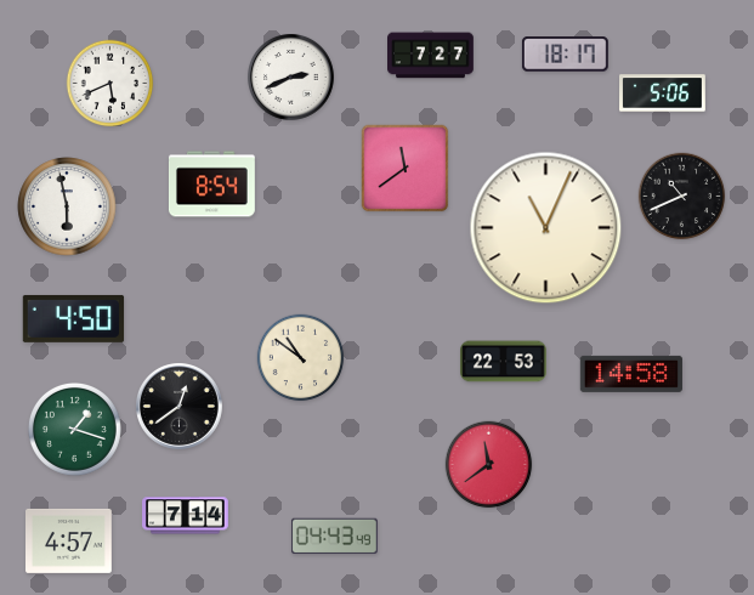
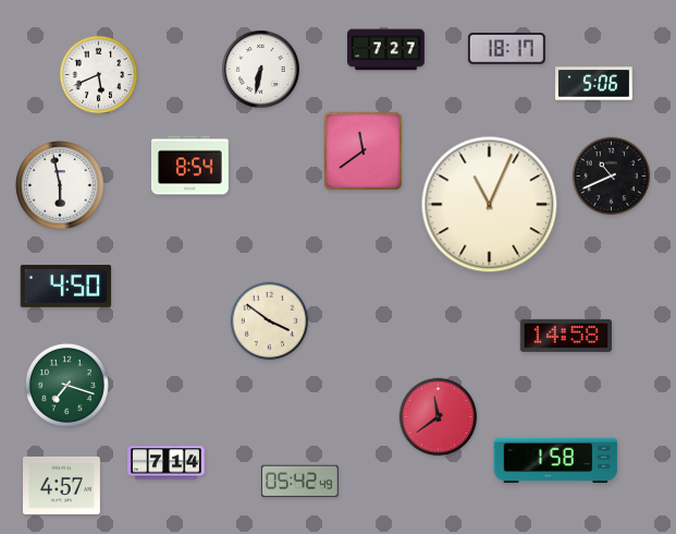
clock at (291, 78): 2:41 -> 6:32
clock at (301, 358): 10:51 -> 3:51
clock at (504, 362): 22:53 -> none
clock at (180, 407): 12:39 -> none
clock at (74, 429): 1:18 -> 7:18
clock at (556, 461): none -> 1:58
clock at (334, 537): 04:43 -> 05:42
